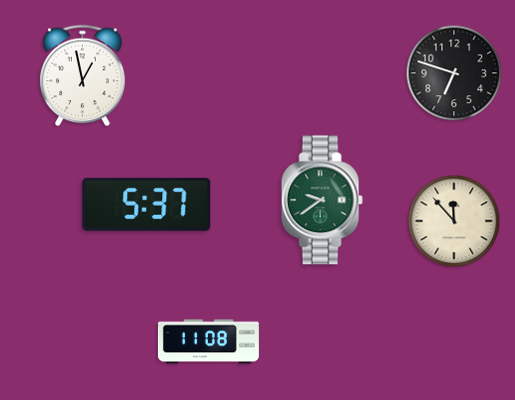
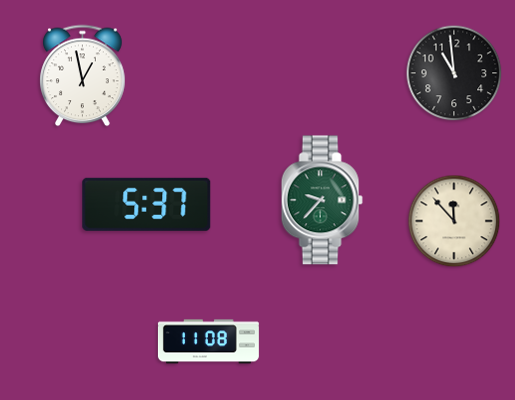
clock at (454, 73): 6:48 -> 10:59
clock at (322, 200): 9:39 -> 9:37
